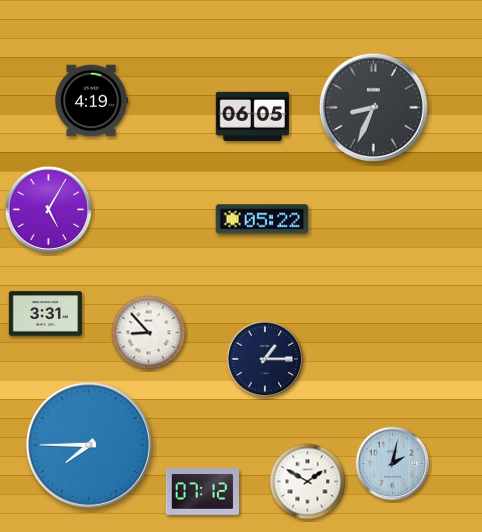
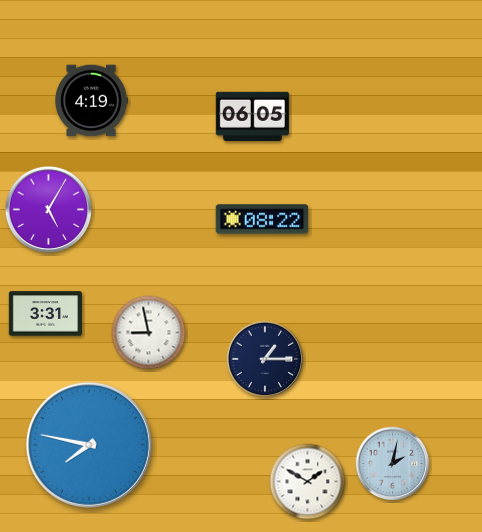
clock at (373, 107): 8:34 -> none
clock at (262, 219): 05:22 -> 08:22
clock at (149, 333): 8:53 -> 8:58
clock at (89, 445): 7:45 -> 7:47
clock at (202, 492): 07:12 -> none
